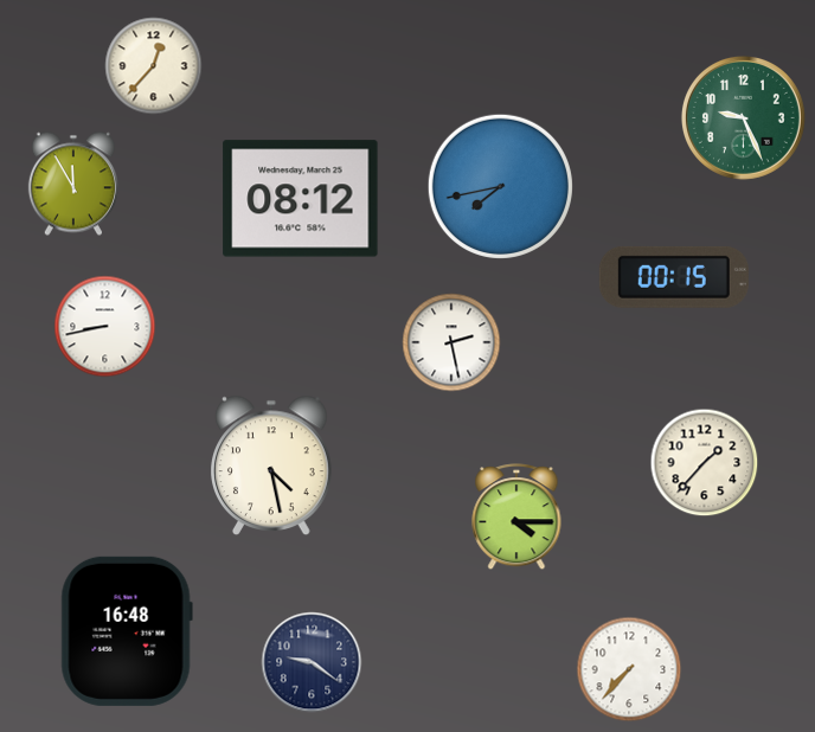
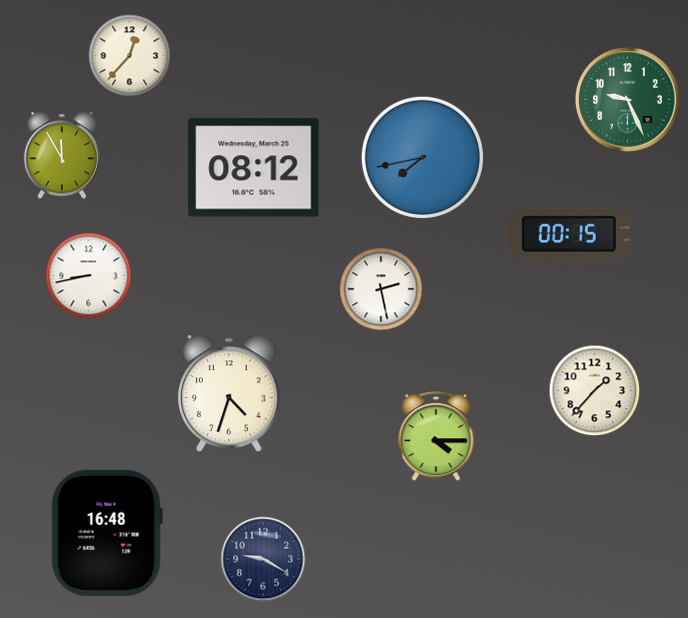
clock at (272, 464): 4:28 -> 4:33
clock at (312, 662): 9:21 -> 9:20
clock at (629, 669): 7:37 -> none
